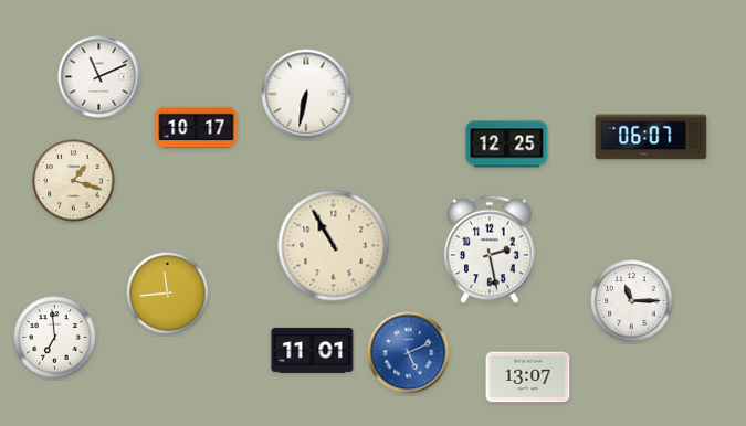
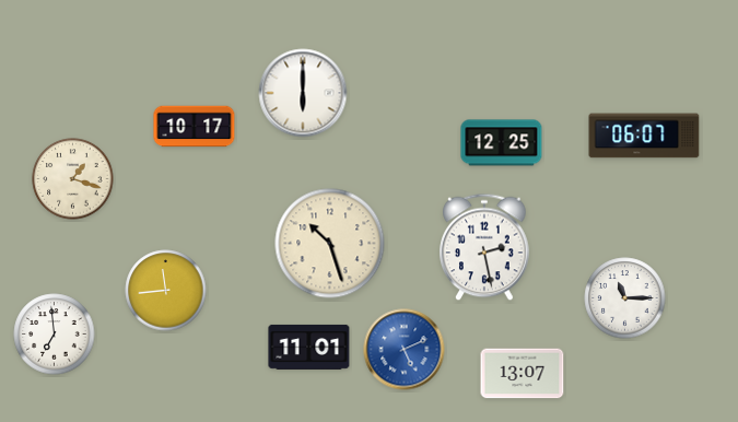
clock at (99, 77): 11:11 -> none
clock at (306, 94): 6:32 -> 6:00
clock at (334, 246): 10:55 -> 10:27
